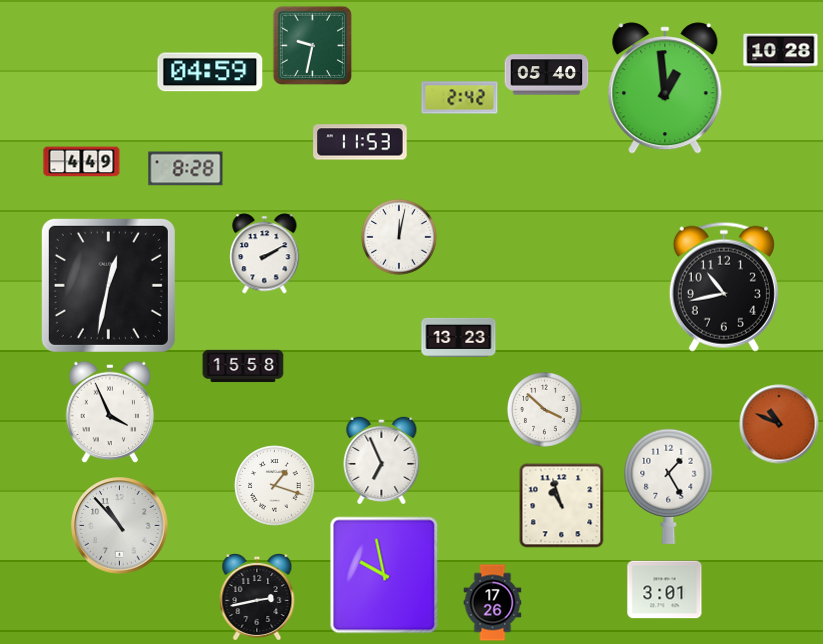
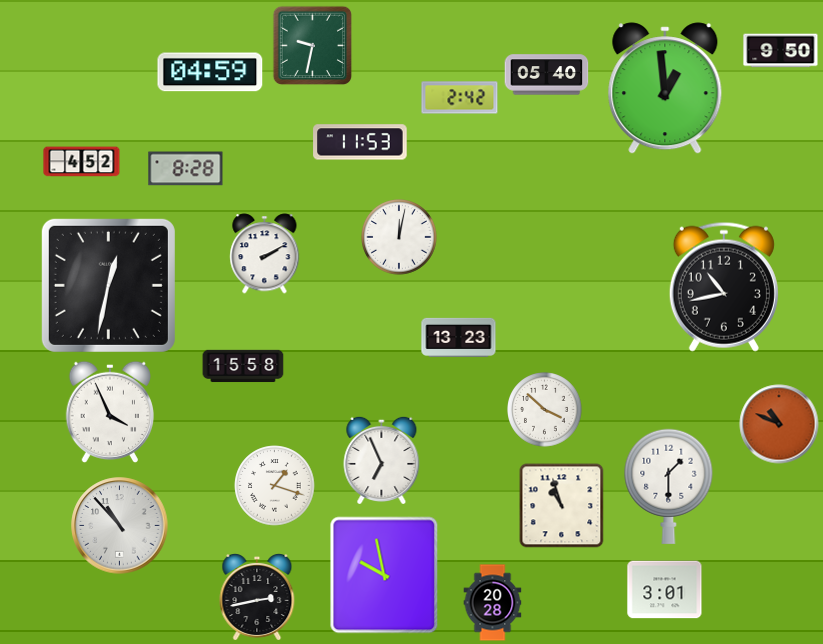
clock at (781, 51): 10:28 -> 9:50
clock at (82, 162): 4:49 -> 4:52
clock at (669, 486): 1:25 -> 1:30
clock at (493, 603): 17:26 -> 20:28
